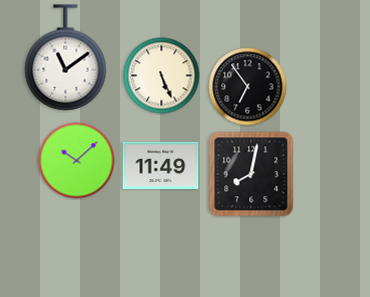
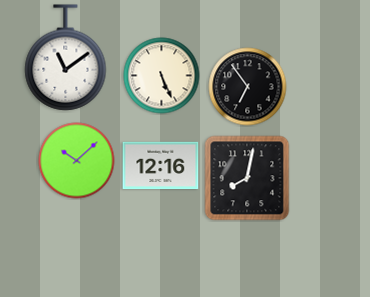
clock at (161, 166): 11:49 -> 12:16
clock at (251, 174) position: (251, 174) -> (247, 178)
